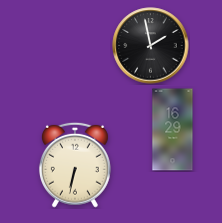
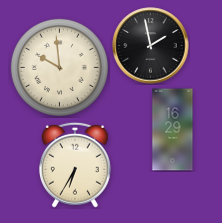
clock at (59, 67): none -> 9:59
clock at (75, 165): 6:32 -> 6:35
